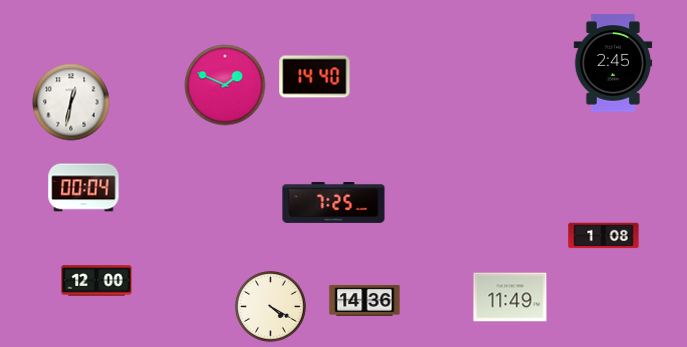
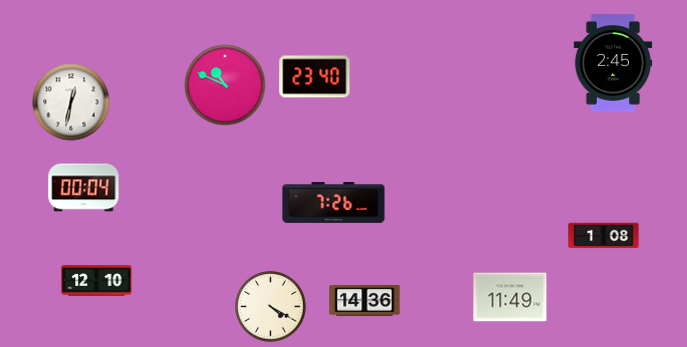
clock at (315, 77): 14:40 -> 23:40
clock at (225, 85): 1:49 -> 10:49
clock at (334, 203): 7:25 -> 7:26
clock at (97, 281): 12:00 -> 12:10
